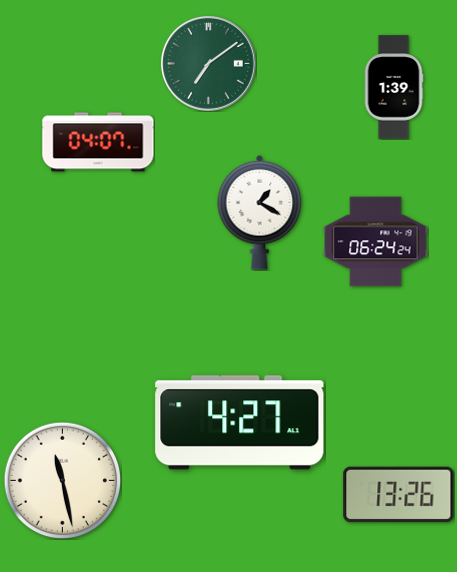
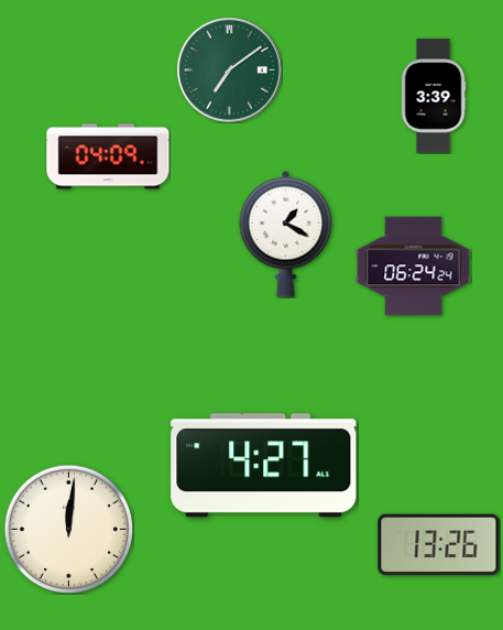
clock at (394, 87): 1:39 -> 3:39
clock at (98, 142): 04:07 -> 04:09
clock at (62, 480): 11:28 -> 12:01
